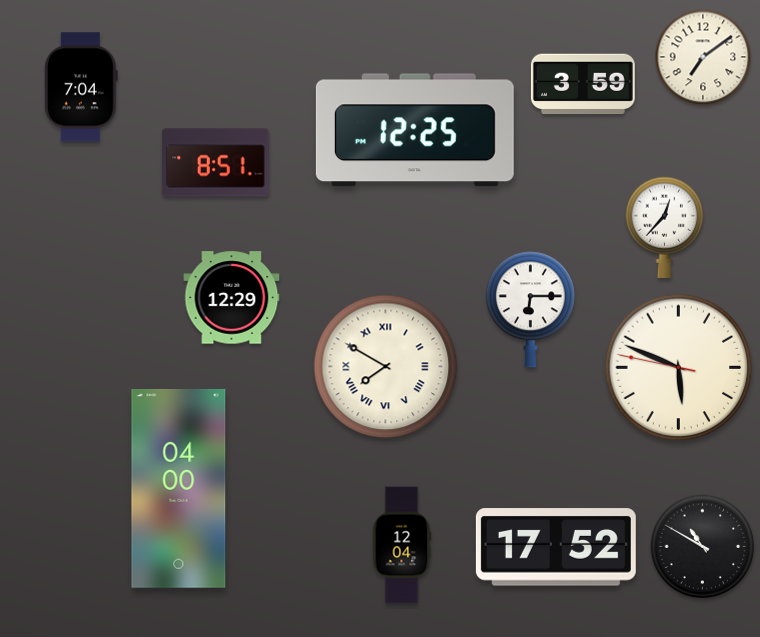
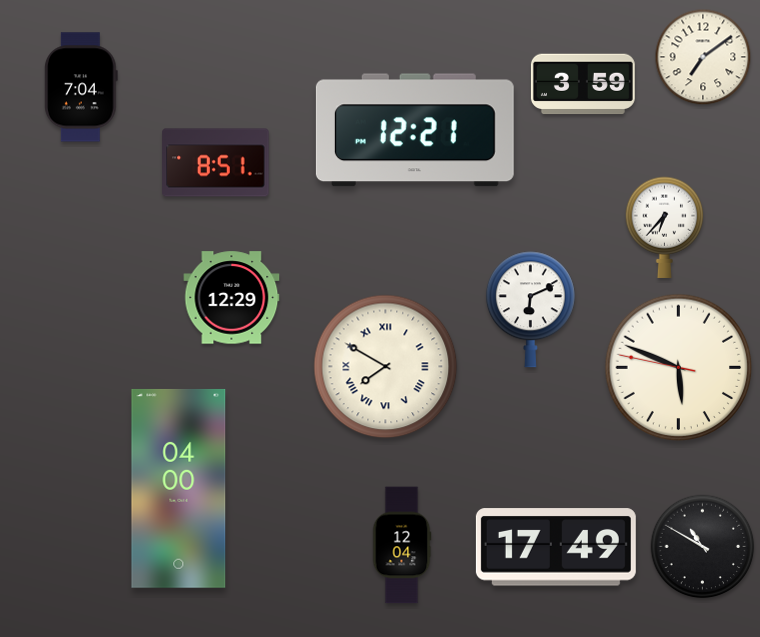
clock at (415, 130): 12:25 -> 12:21
clock at (665, 227): 12:37 -> 6:37
clock at (530, 310): 6:15 -> 6:11
clock at (556, 547): 17:52 -> 17:49
